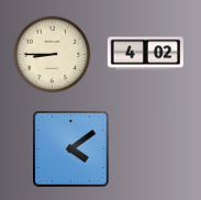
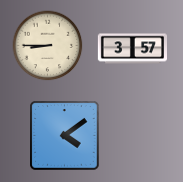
clock at (145, 54): 4:02 -> 3:57
clock at (53, 55) position: (53, 55) -> (48, 46)
